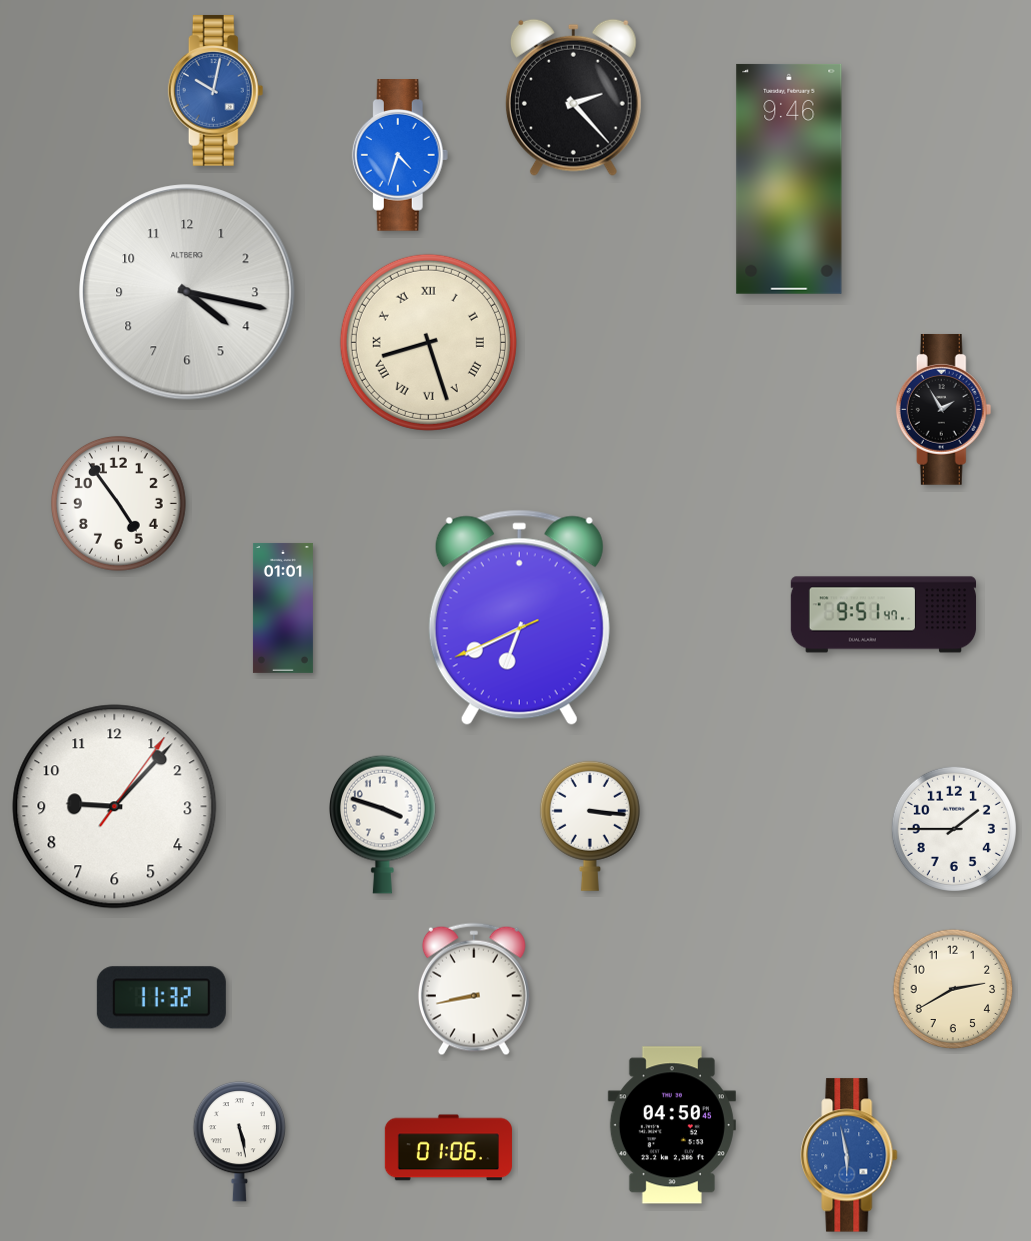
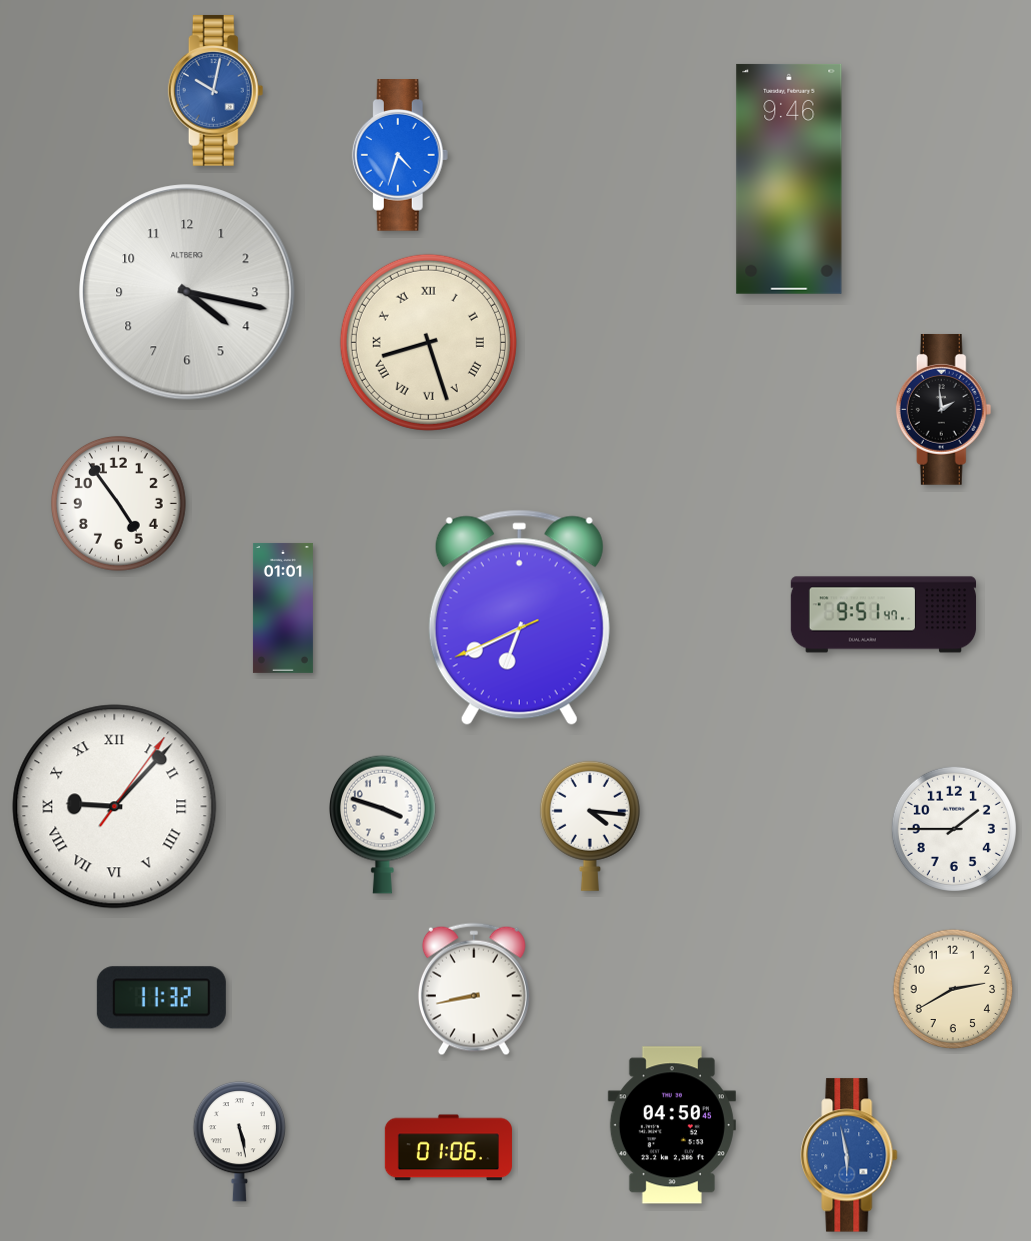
clock at (573, 97): 2:23 -> none
clock at (944, 409): 1:55 -> 1:59
clock at (115, 807) numerals: Arabic -> Roman
clock at (590, 826): 3:16 -> 4:16
